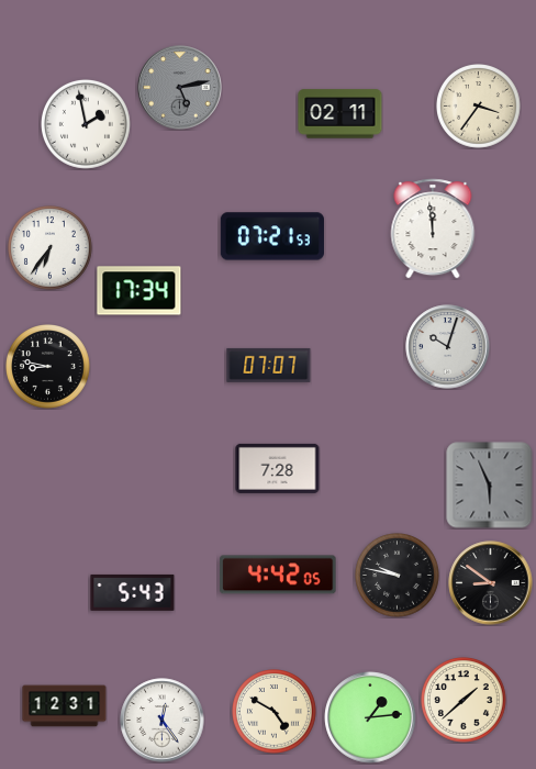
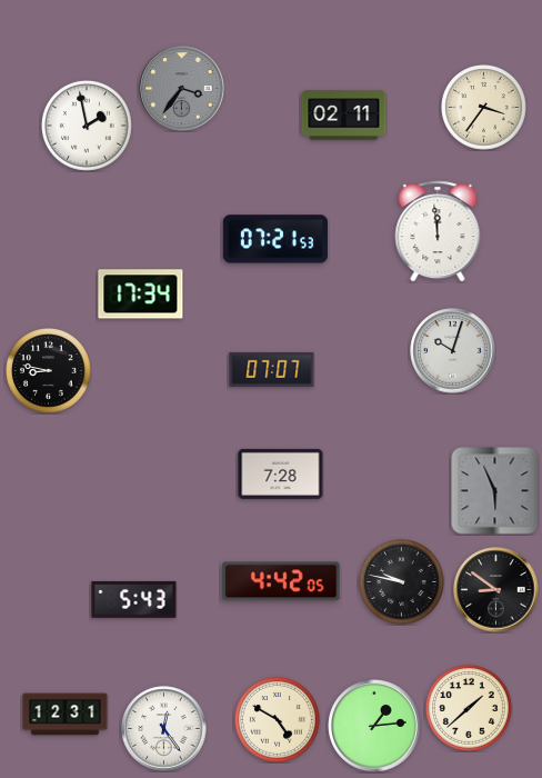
clock at (180, 88): 5:13 -> 3:36
clock at (51, 248): 6:36 -> none
